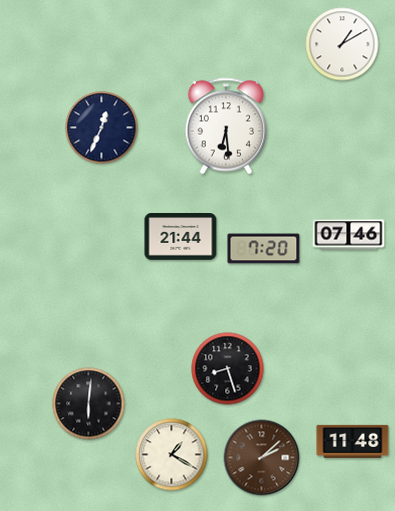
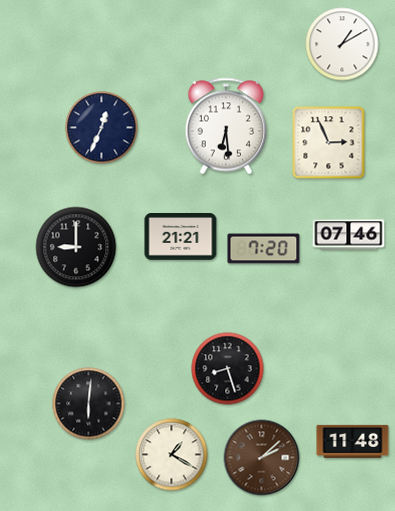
clock at (329, 143): none -> 2:56
clock at (181, 237): 21:44 -> 21:21
clock at (76, 247): none -> 9:00
